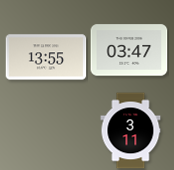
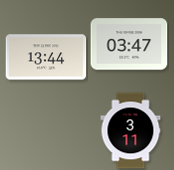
clock at (129, 50) position: (129, 50) -> (129, 44)
clock at (46, 57): 13:55 -> 13:44
